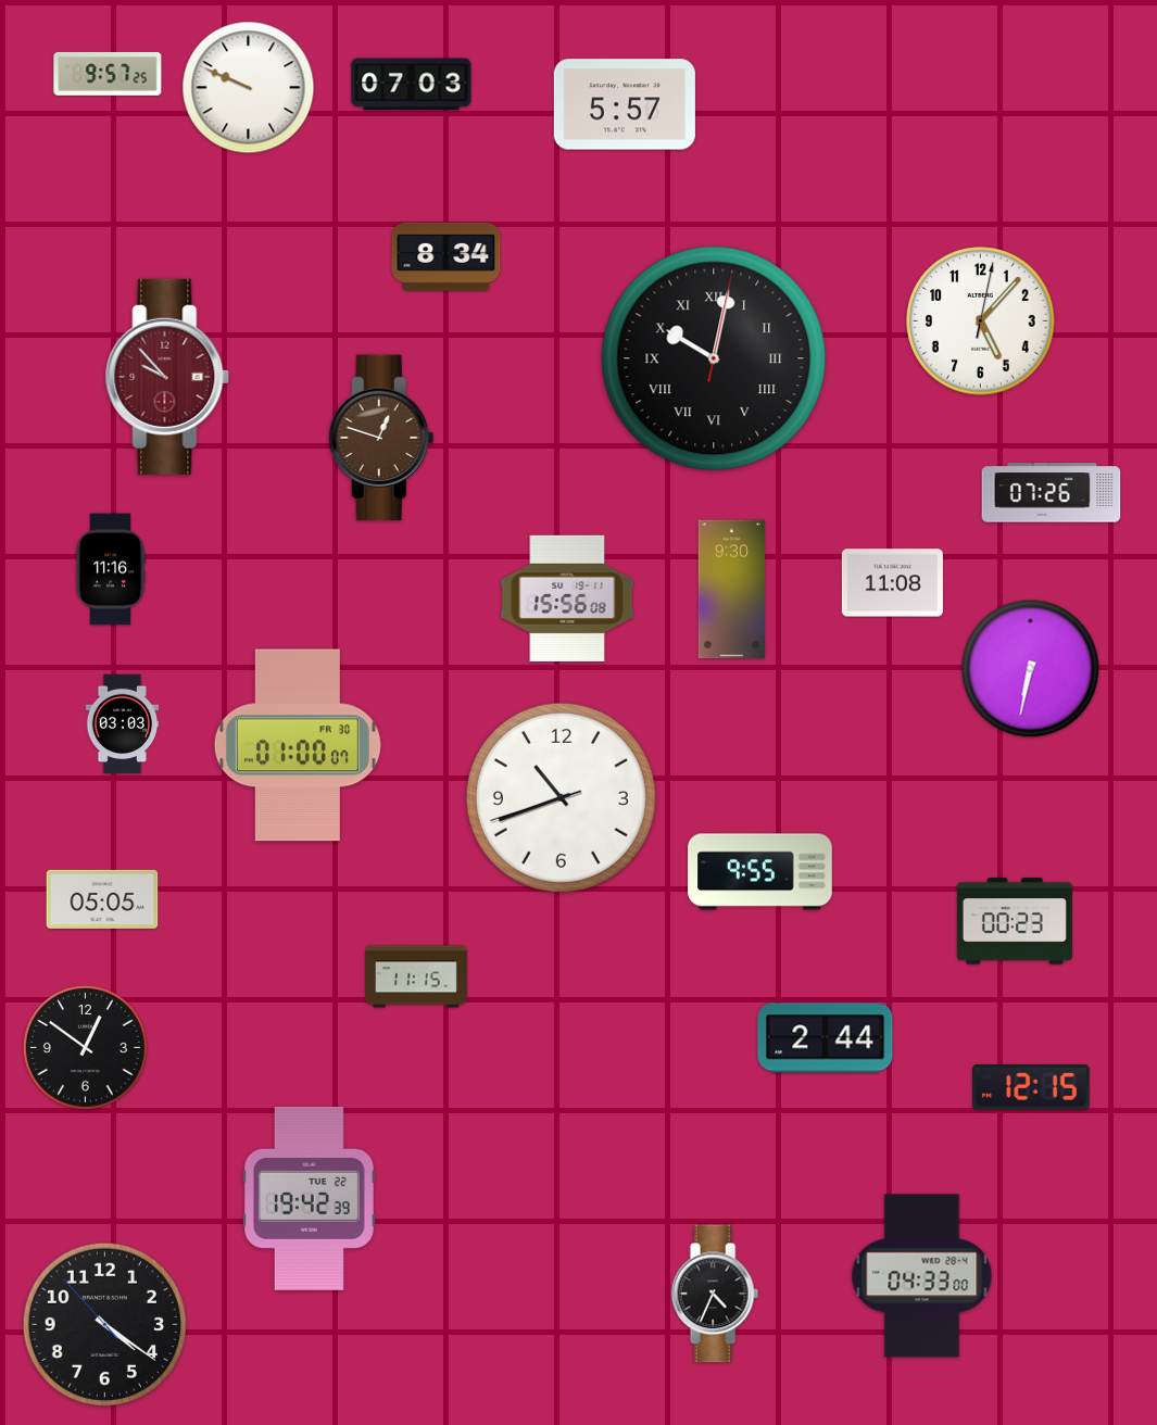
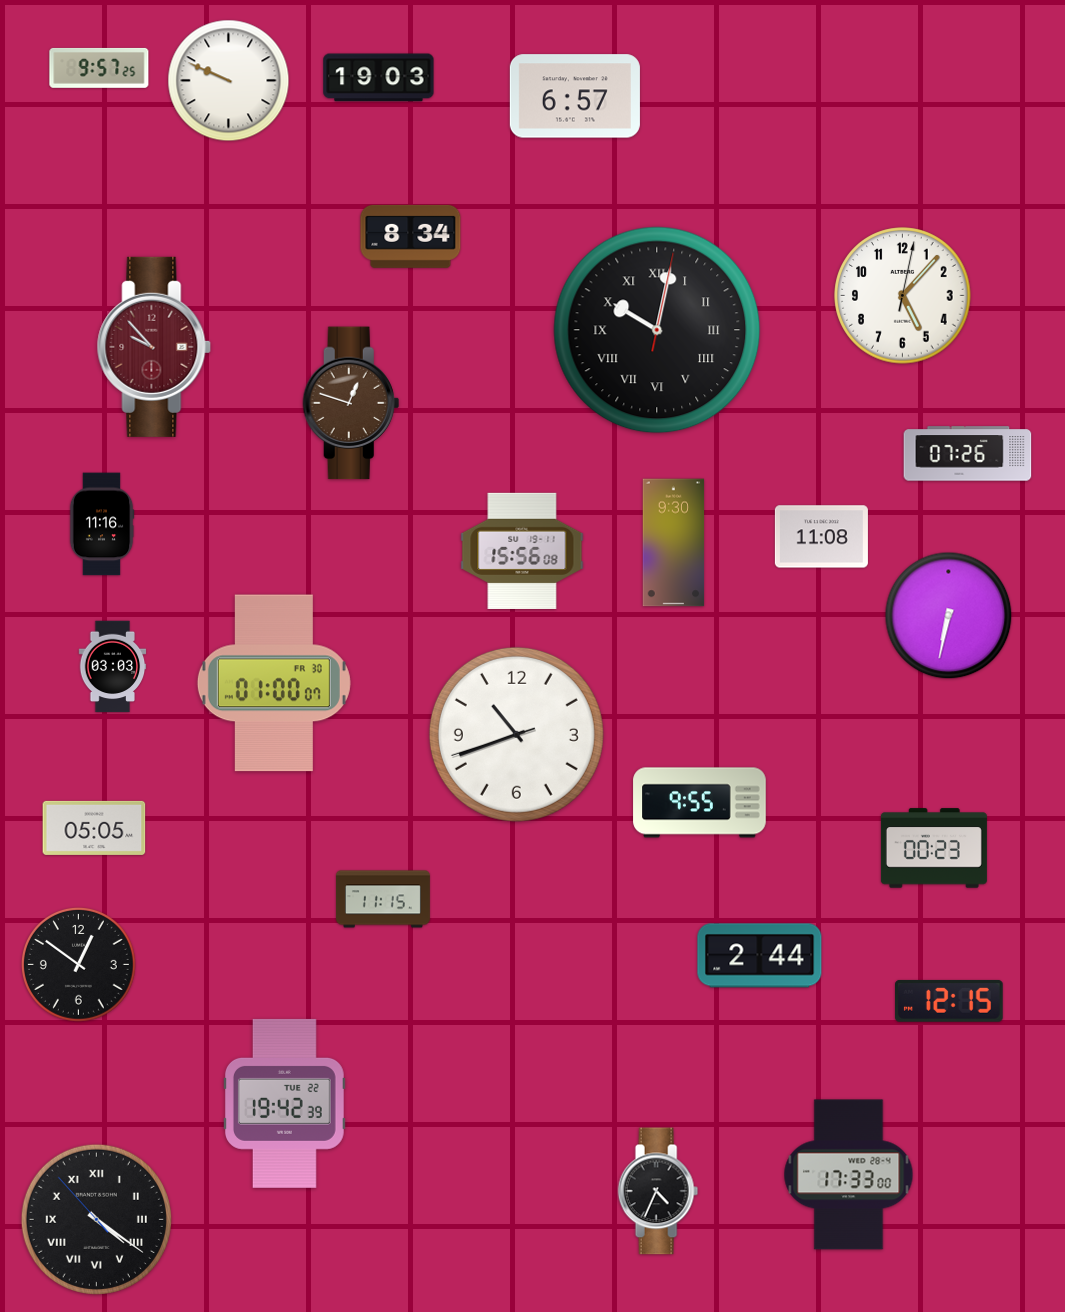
clock at (412, 85): 07:03 -> 19:03
clock at (625, 104): 5:57 -> 6:57
clock at (298, 745) position: (298, 745) -> (274, 683)
clock at (922, 1276): 04:33 -> 17:33
clock at (104, 1324) numerals: Arabic -> Roman
